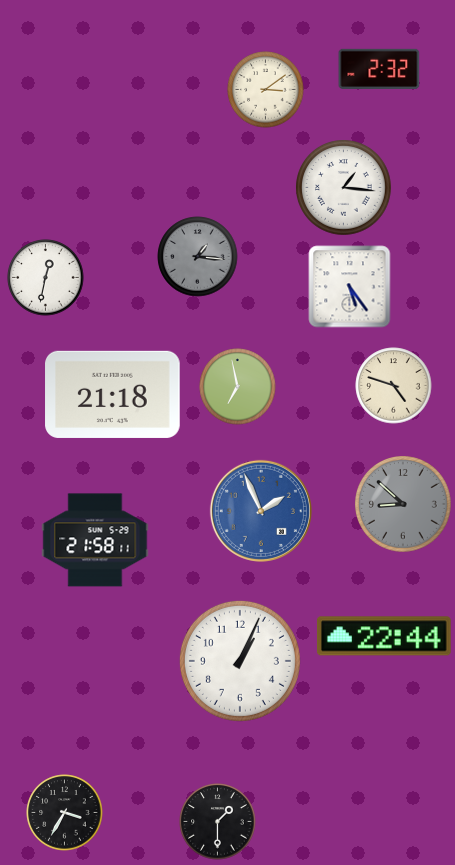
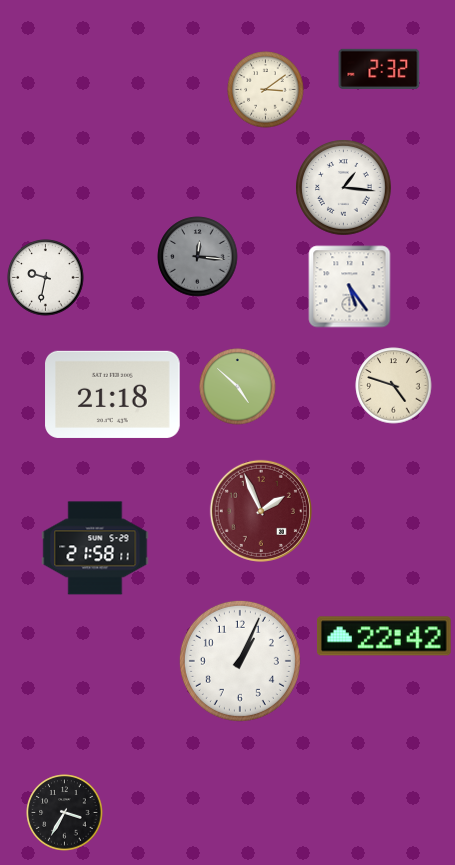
clock at (198, 257): 1:16 -> 12:16
clock at (46, 278): 12:32 -> 9:32
clock at (238, 387): 6:58 -> 4:52
clock at (403, 504): 8:52 -> none
clock at (261, 511) dial: blue -> burgundy
clock at (95, 540) position: (95, 540) -> (95, 548)
clock at (384, 636): 22:44 -> 22:42
clock at (218, 822): 1:30 -> none
